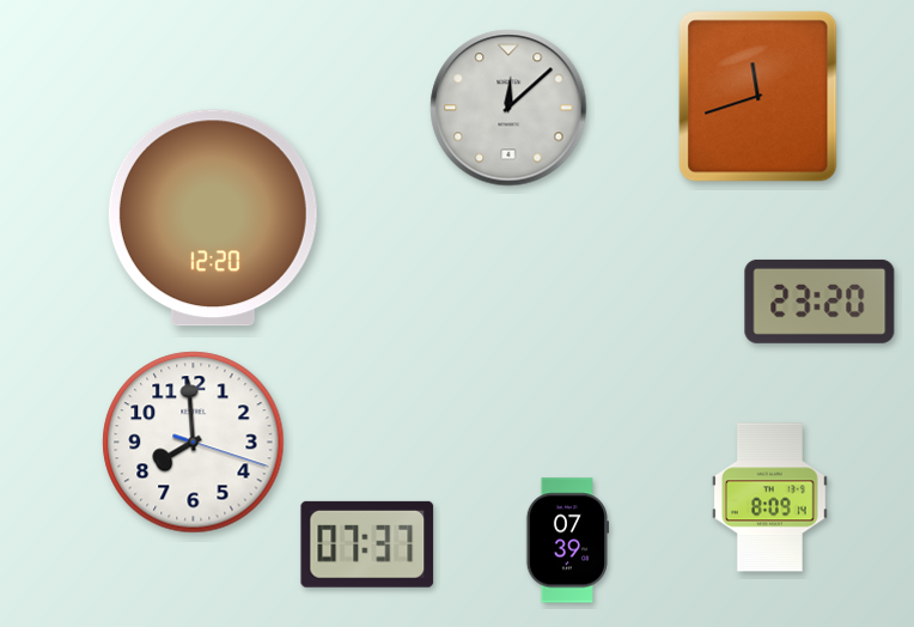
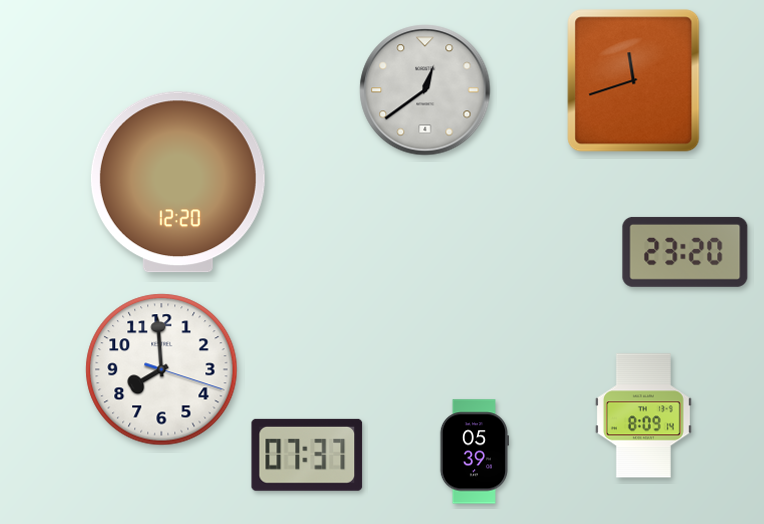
clock at (508, 108): 12:08 -> 12:39
clock at (567, 541): 07:39 -> 05:39
